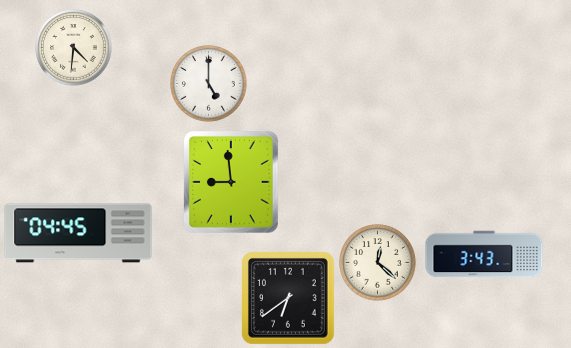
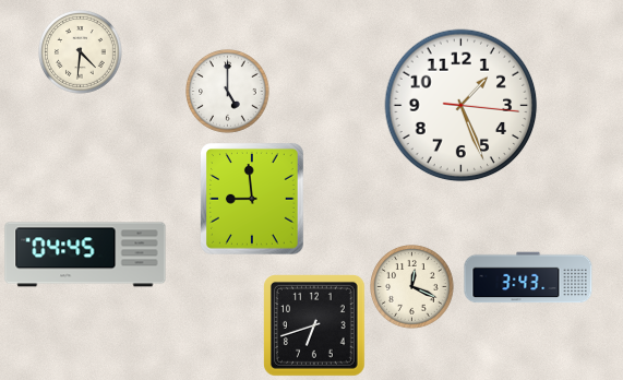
clock at (462, 106): none -> 1:26
clock at (378, 263): 12:22 -> 12:19
clock at (289, 299): 6:39 -> 6:42
